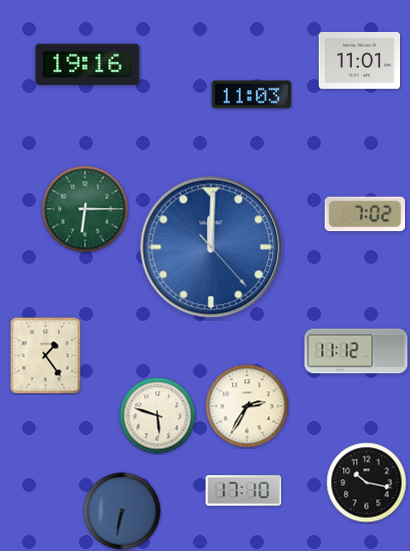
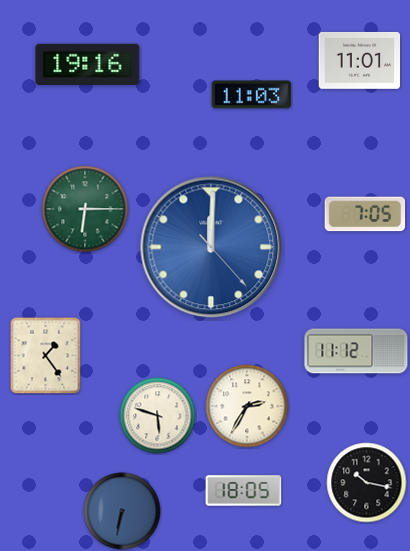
clock at (365, 214): 7:02 -> 7:05
clock at (244, 491): 17:10 -> 18:05
